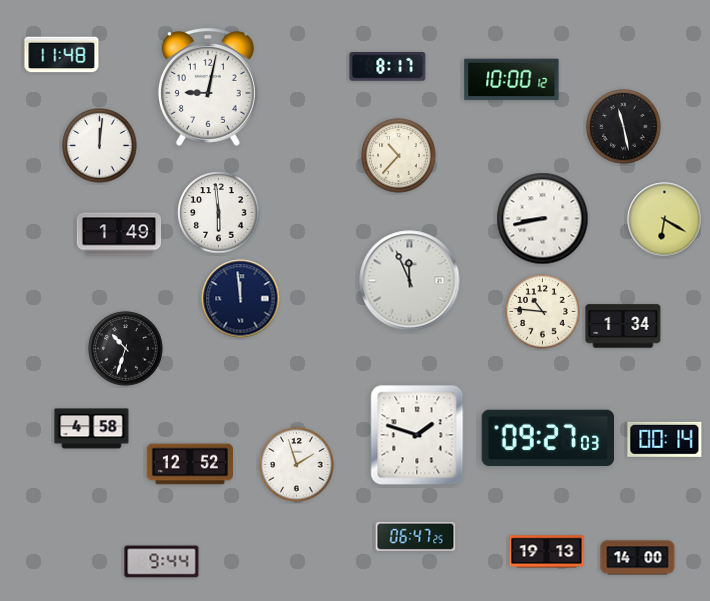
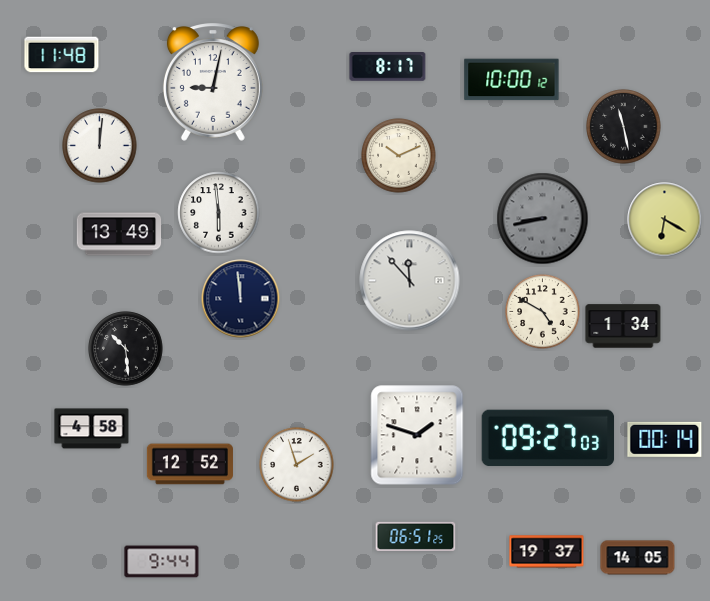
clock at (208, 87) position: (208, 87) -> (213, 82)
clock at (399, 156): 10:37 -> 10:11
clock at (543, 219) dial: white -> grey
clock at (119, 234): 1:49 -> 13:49
clock at (410, 281): 11:56 -> 11:53
clock at (543, 312): 10:46 -> 4:50
clock at (126, 349): 10:33 -> 10:29
clock at (416, 536): 06:47 -> 06:51
clock at (547, 552): 19:13 -> 19:37
clock at (638, 558): 14:00 -> 14:05
